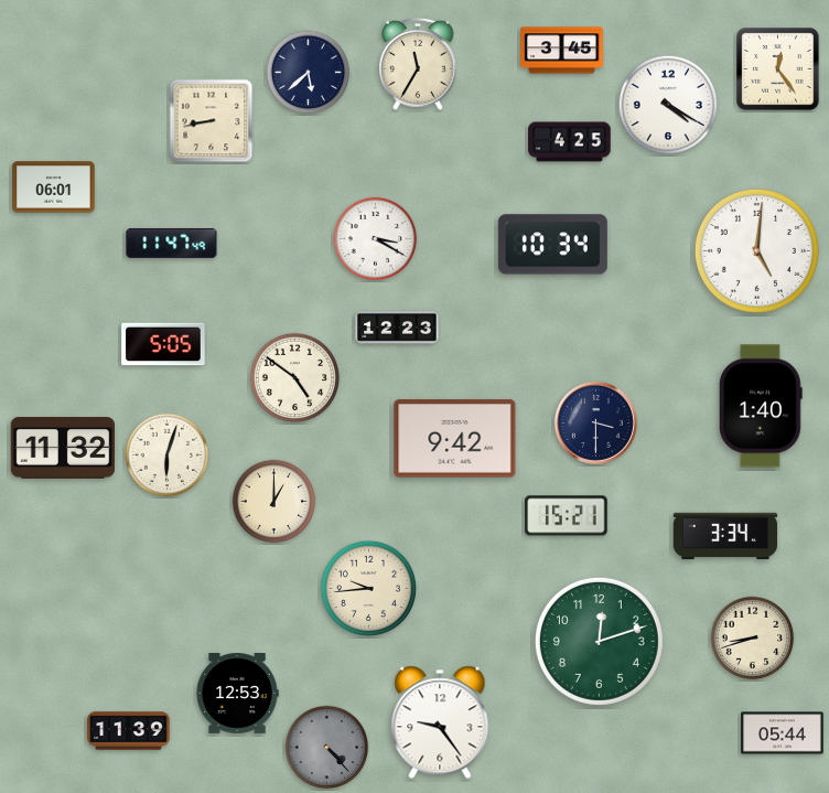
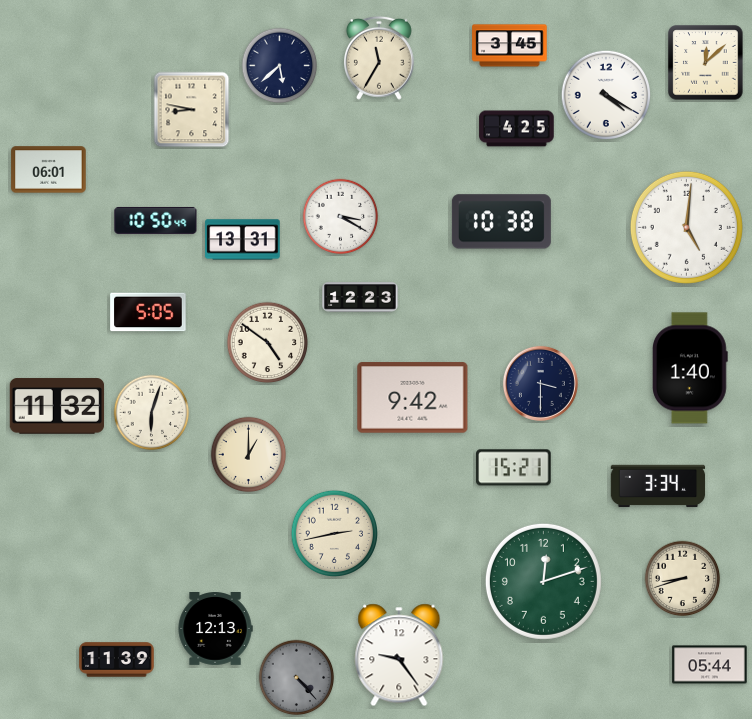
clock at (778, 69): 12:24 -> 12:08
clock at (212, 121): 8:43 -> 8:47
clock at (172, 243): 11:47 -> 10:50
clock at (552, 245): 10:34 -> 10:38
clock at (243, 240): none -> 13:31
clock at (369, 589): 9:44 -> 2:43
clock at (237, 694): 12:53 -> 12:13
clock at (129, 731) position: (129, 731) -> (117, 660)
